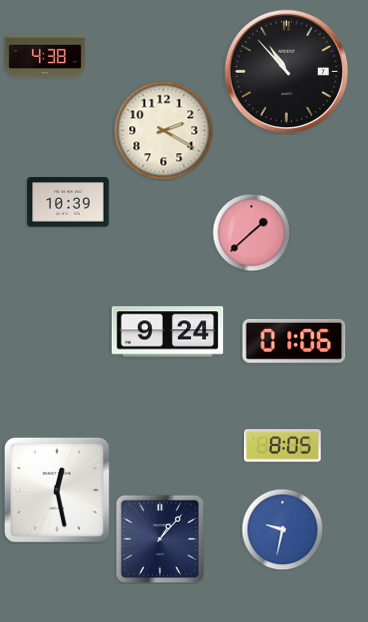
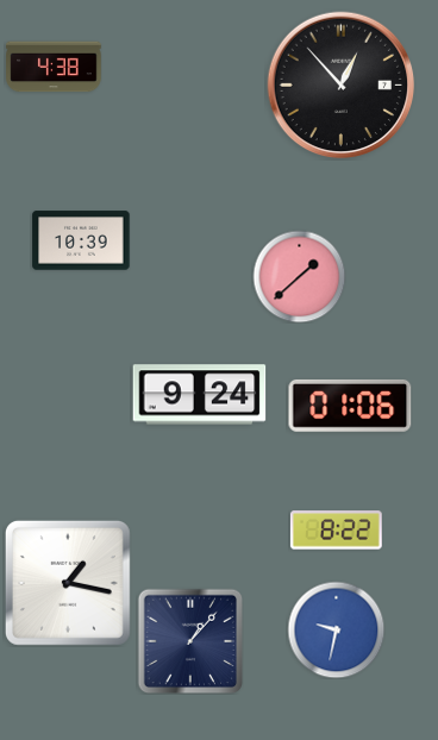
clock at (287, 72): 10:53 -> 12:53
clock at (164, 131): 2:20 -> none
clock at (282, 446): 8:05 -> 8:22
clock at (57, 490): 12:28 -> 1:17
